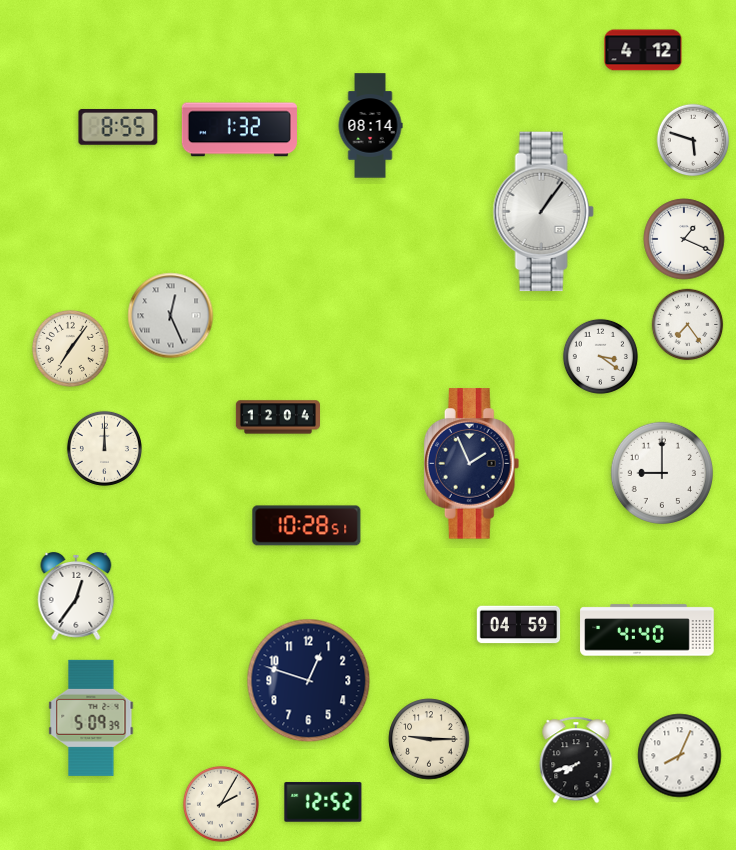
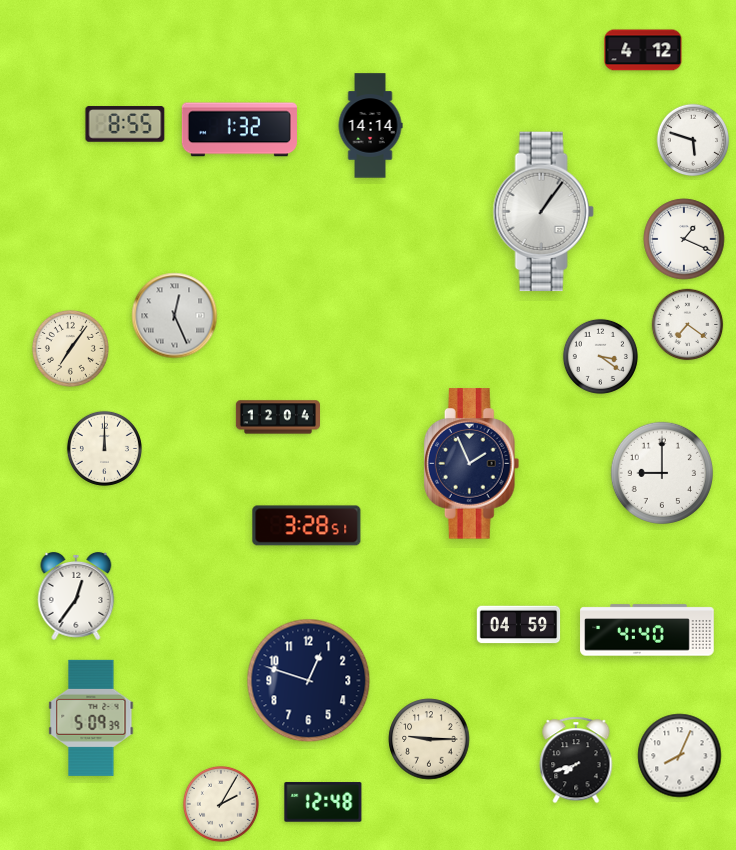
clock at (370, 126): 08:14 -> 14:14
clock at (118, 127) position: (118, 127) -> (125, 124)
clock at (171, 316) position: (171, 316) -> (175, 316)
clock at (688, 325): 7:24 -> 7:21
clock at (307, 526): 10:28 -> 3:28
clock at (323, 802): 12:52 -> 12:48
